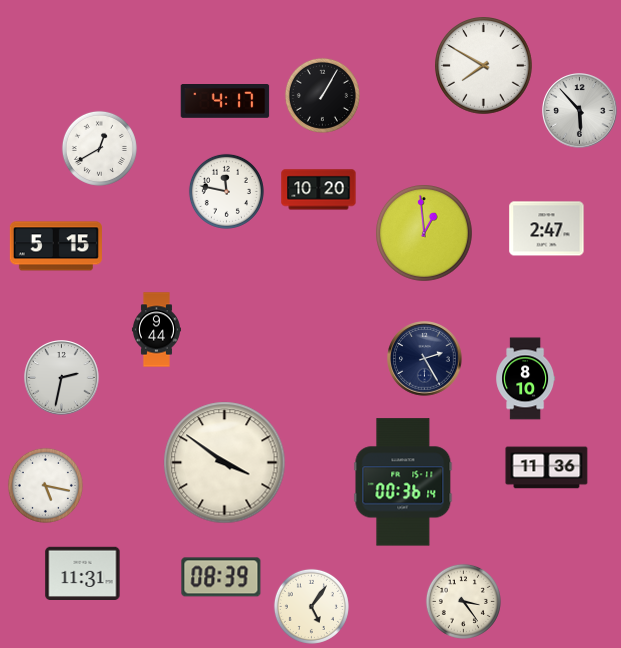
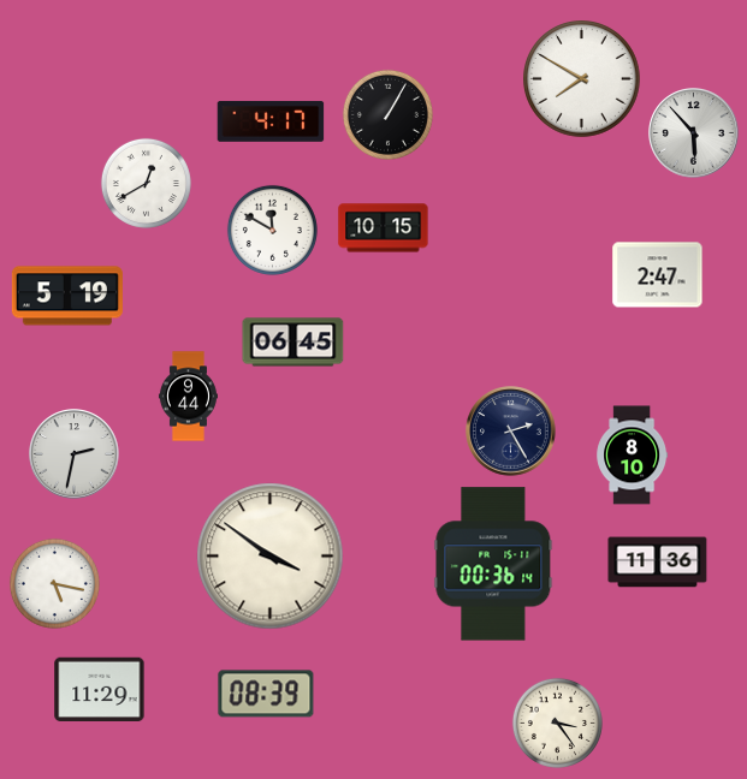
clock at (580, 111) position: (580, 111) -> (694, 133)
clock at (99, 148) position: (99, 148) -> (146, 183)
clock at (319, 190): 10:20 -> 10:15
clock at (226, 191): 11:47 -> 11:50
clock at (425, 234): 12:59 -> none
clock at (56, 246): 5:15 -> 5:19
clock at (294, 343): none -> 06:45
clock at (403, 482) position: (403, 482) -> (493, 564)
clock at (83, 573): 11:31 -> 11:29
clock at (311, 606): 5:06 -> none
